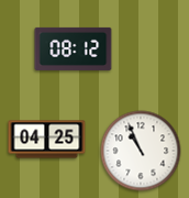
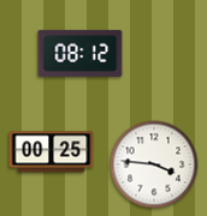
clock at (47, 140): 04:25 -> 00:25
clock at (141, 151): 10:56 -> 3:46
